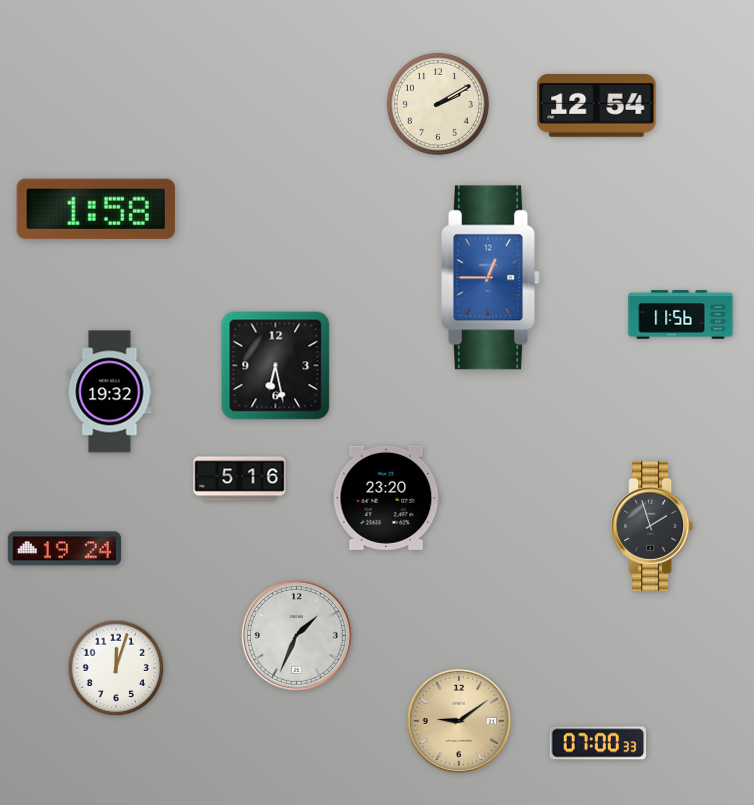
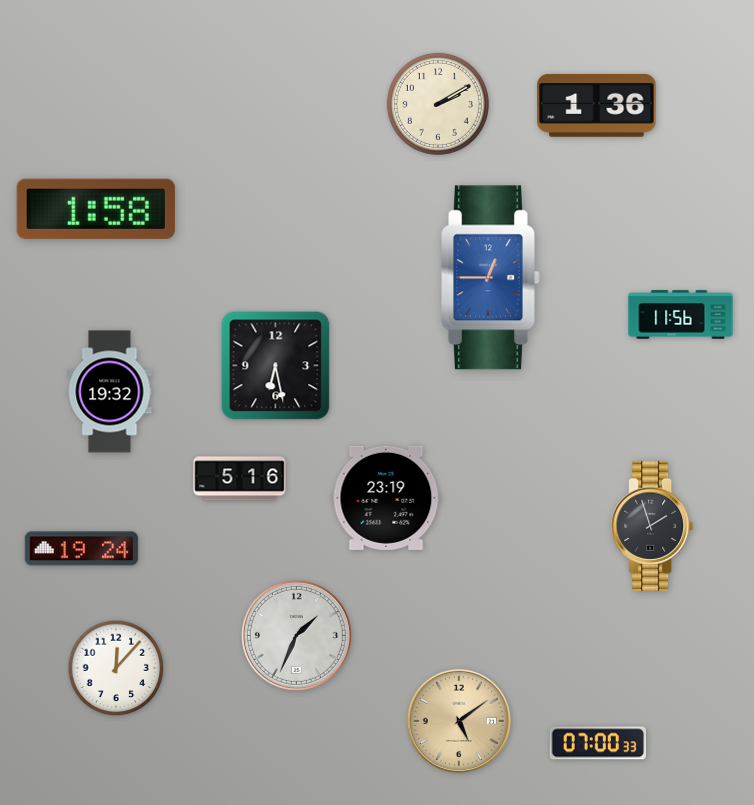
clock at (597, 105): 12:54 -> 1:36
clock at (386, 498): 23:20 -> 23:19
clock at (64, 549) position: (64, 549) -> (81, 549)
clock at (116, 668): 12:03 -> 12:07
clock at (459, 721): 9:09 -> 5:09
